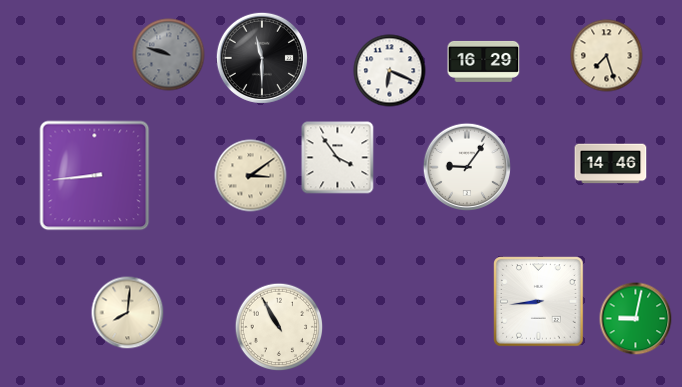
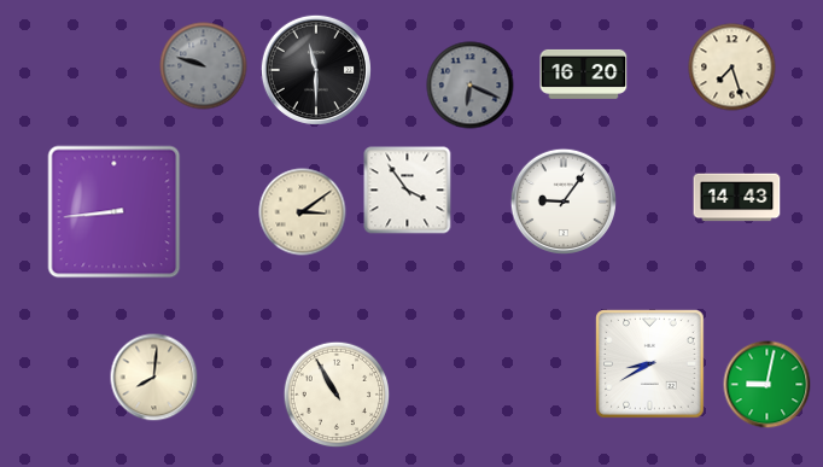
clock at (484, 61): 16:29 -> 16:20
clock at (390, 71) dial: white -> grey
clock at (611, 164): 14:46 -> 14:43
clock at (539, 302): 8:44 -> 8:40
